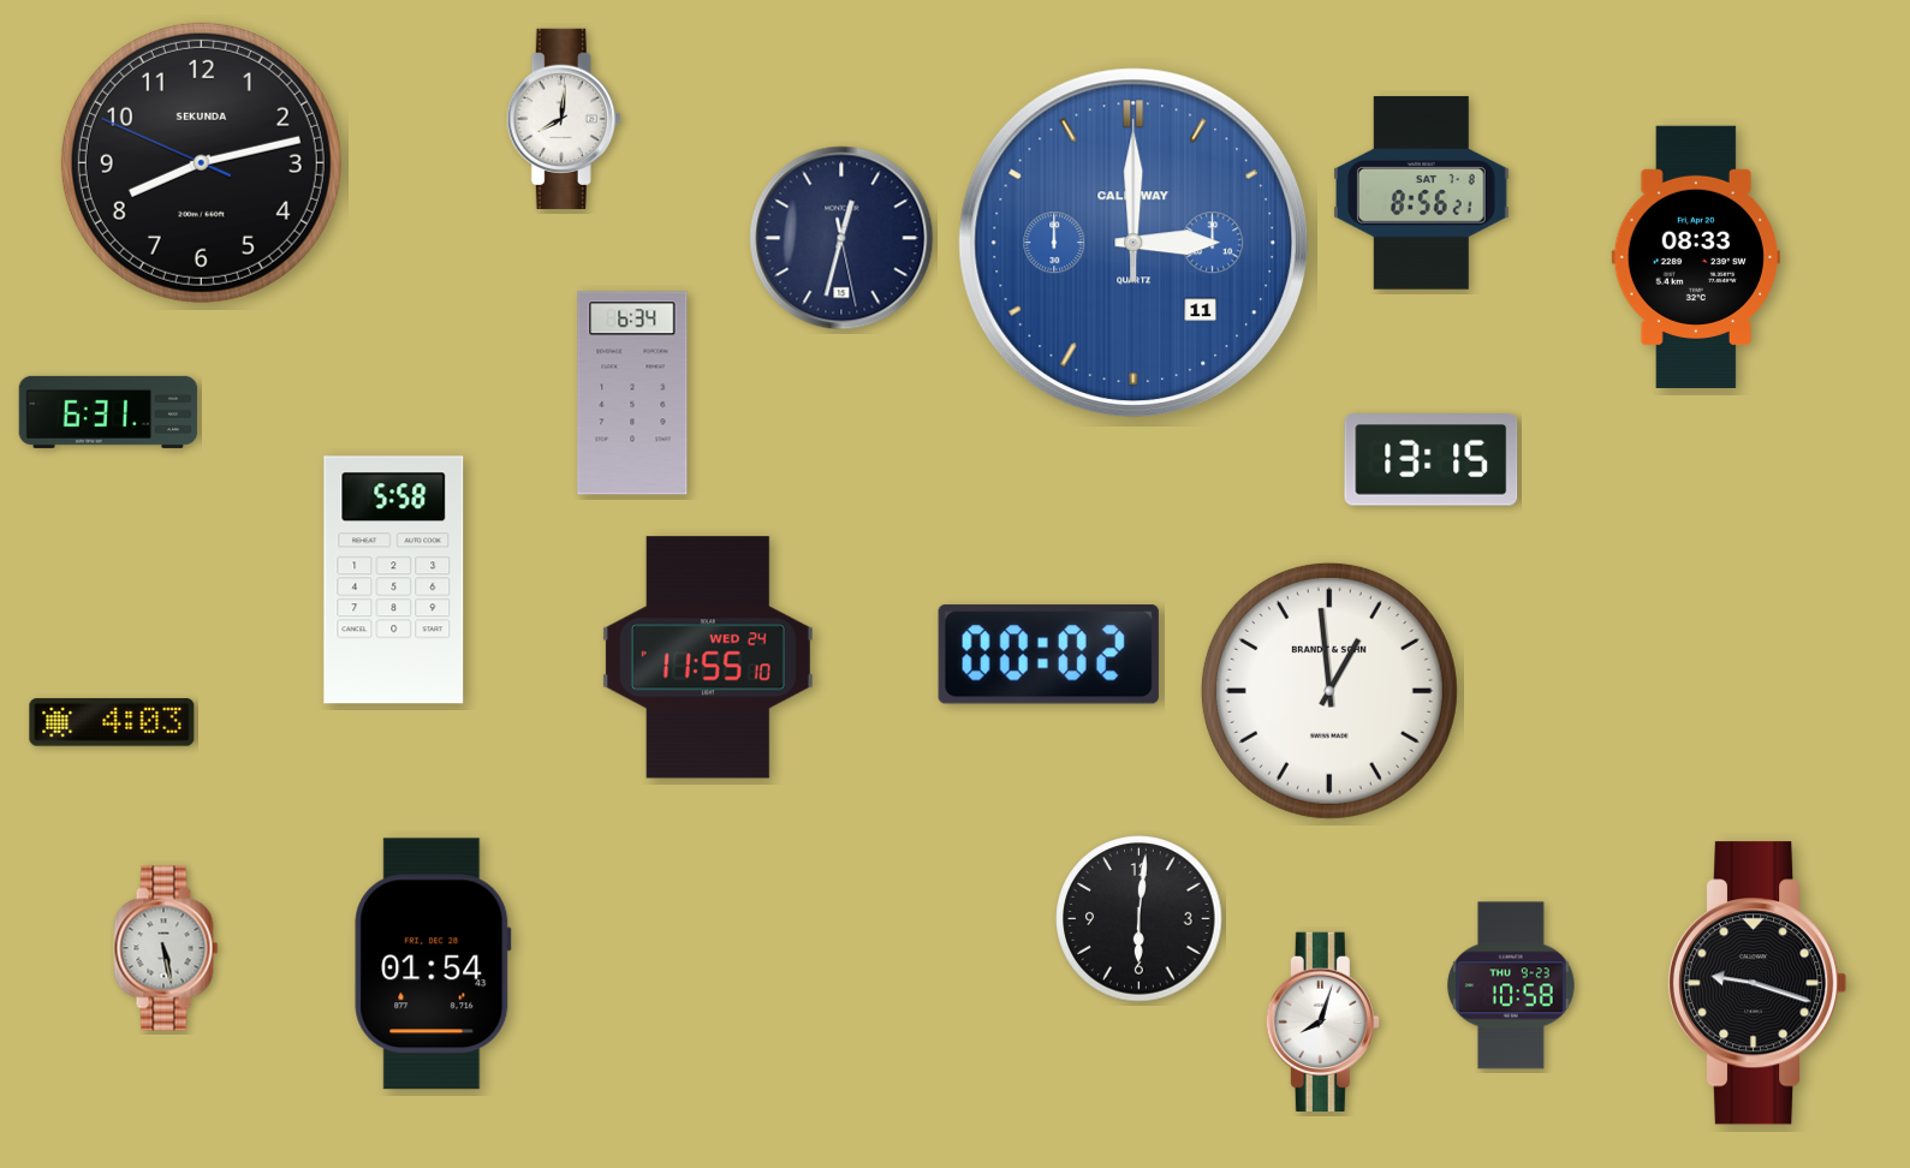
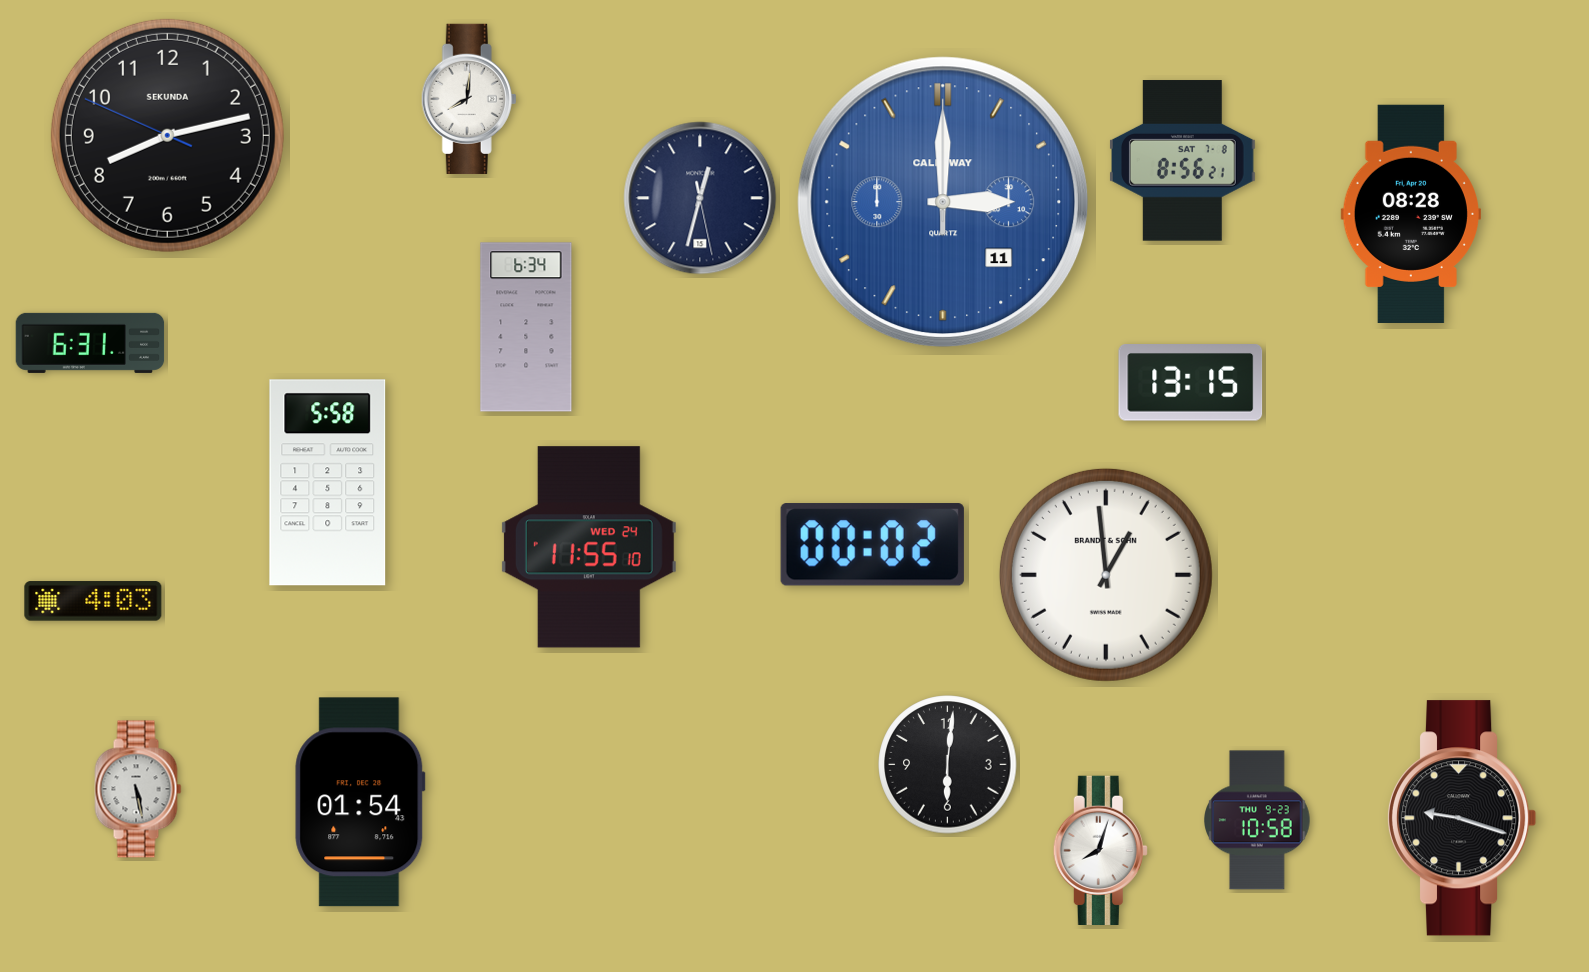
clock at (1696, 257): 08:33 -> 08:28
